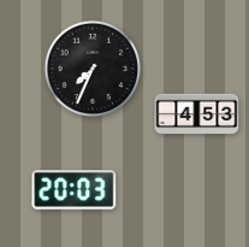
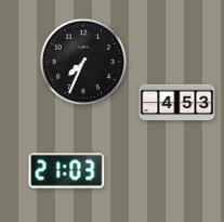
clock at (75, 190): 20:03 -> 21:03
